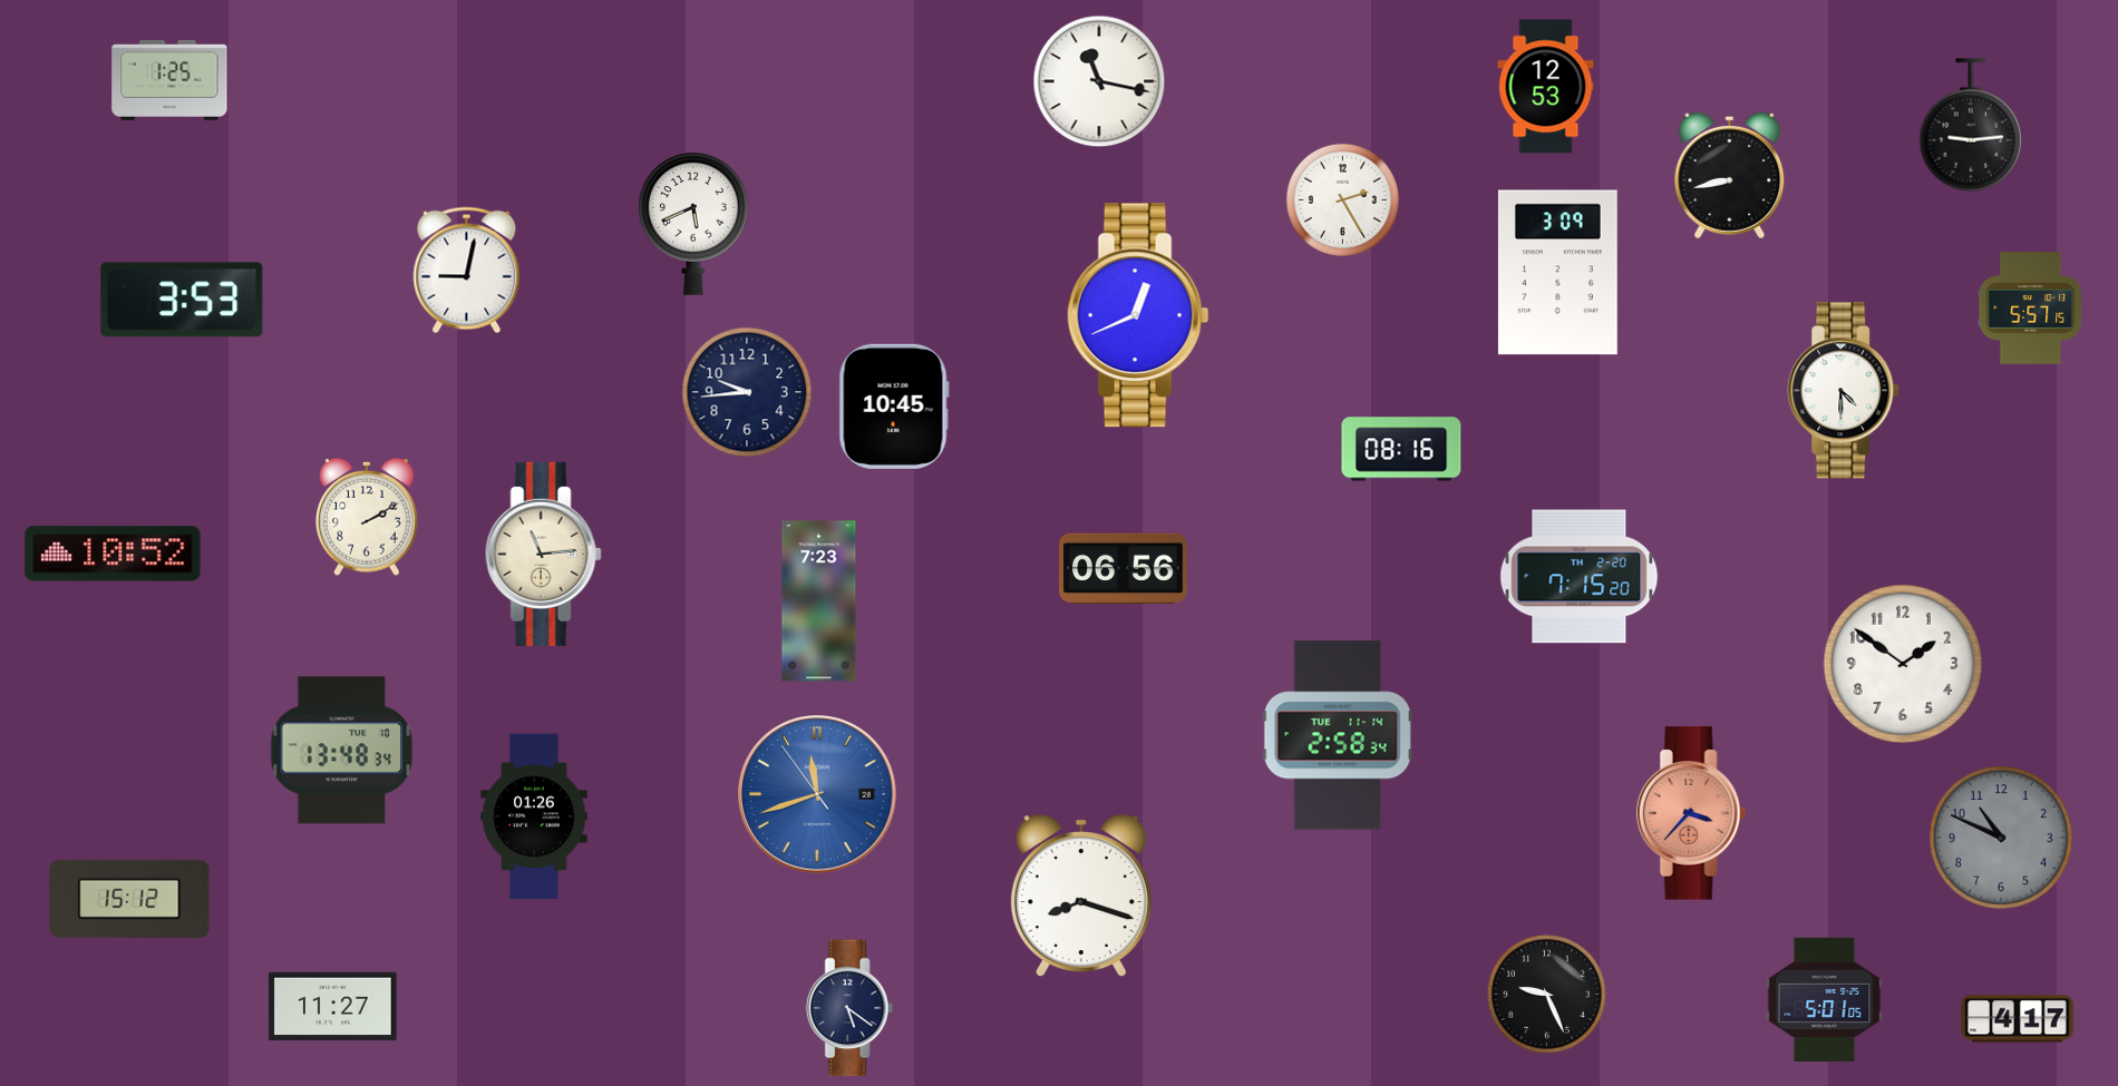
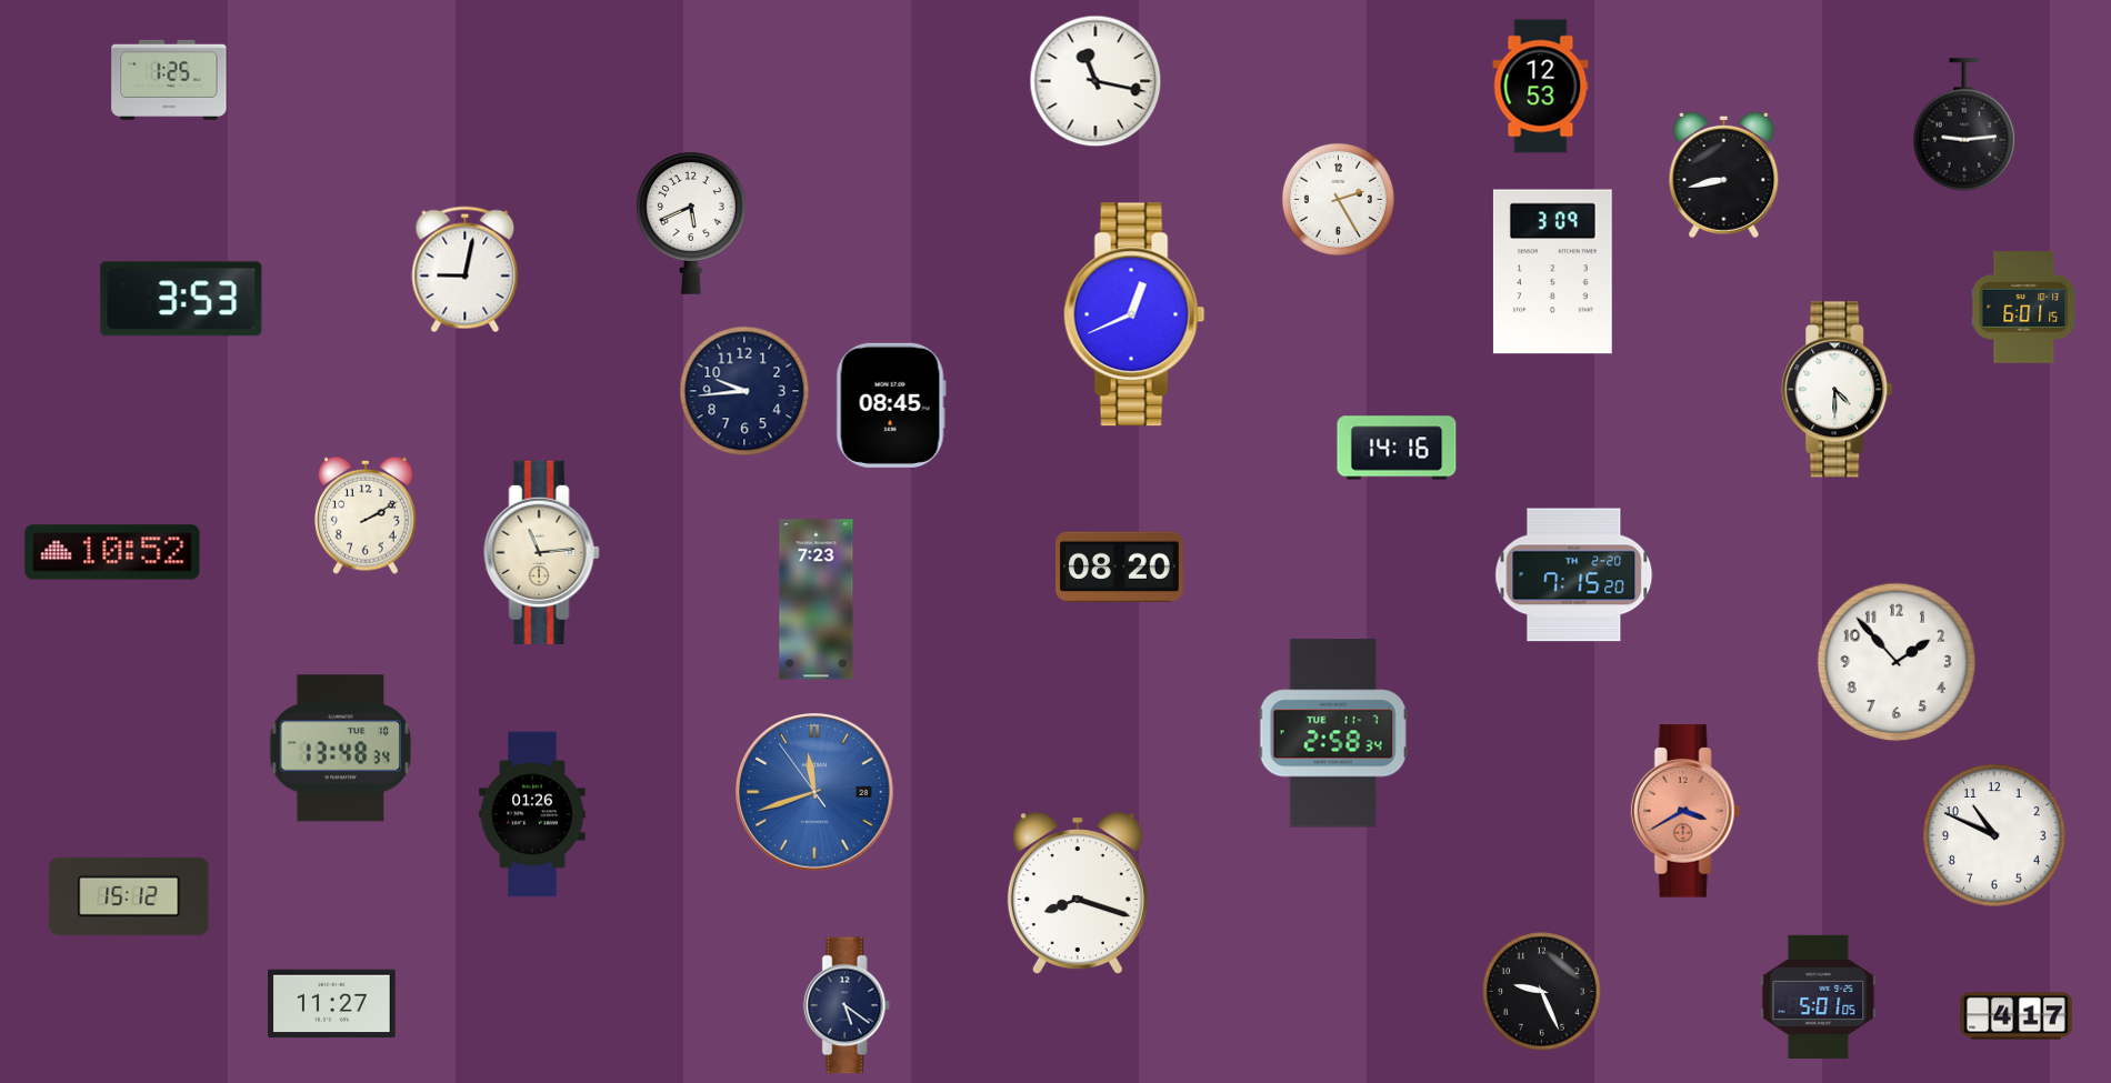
clock at (2031, 309): 5:57 -> 6:01
clock at (894, 407): 10:45 -> 08:45
clock at (1401, 449): 08:16 -> 14:16
clock at (1124, 569): 06:56 -> 08:20
clock at (1903, 664): 1:51 -> 1:53
clock at (1338, 735) date: TUE 11-14 -> TUE 11-7
clock at (1691, 813): 3:37 -> 3:40
clock at (2001, 838) dial: grey -> white
clock at (2018, 1019) position: (2018, 1019) -> (2017, 1016)
